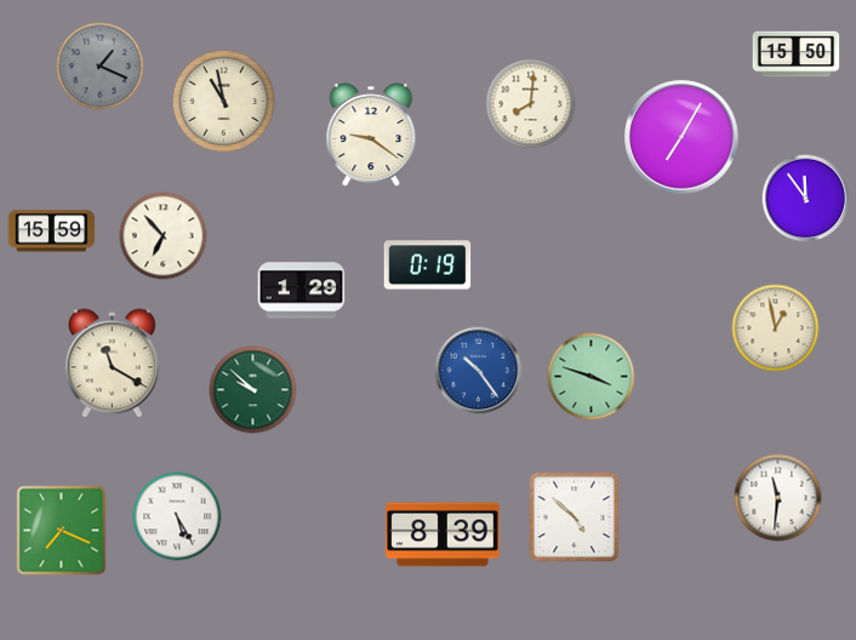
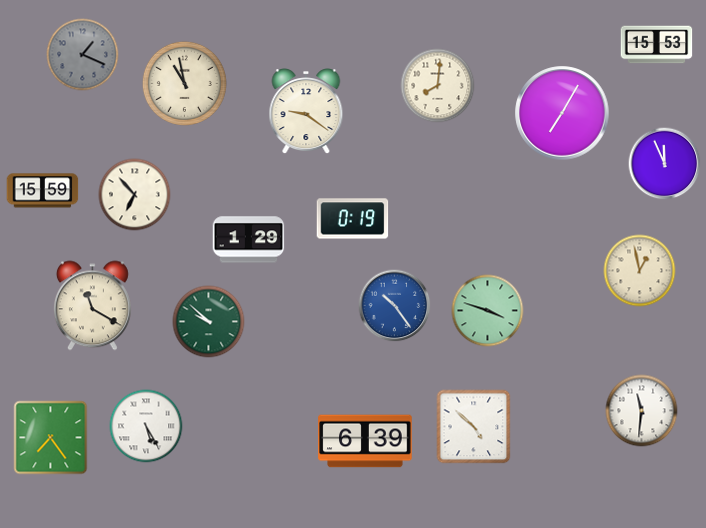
clock at (797, 55): 15:50 -> 15:53
clock at (806, 199): 11:54 -> 11:56
clock at (112, 364) position: (112, 364) -> (92, 306)
clock at (62, 531): 7:19 -> 7:24
clock at (443, 535): 8:39 -> 6:39
